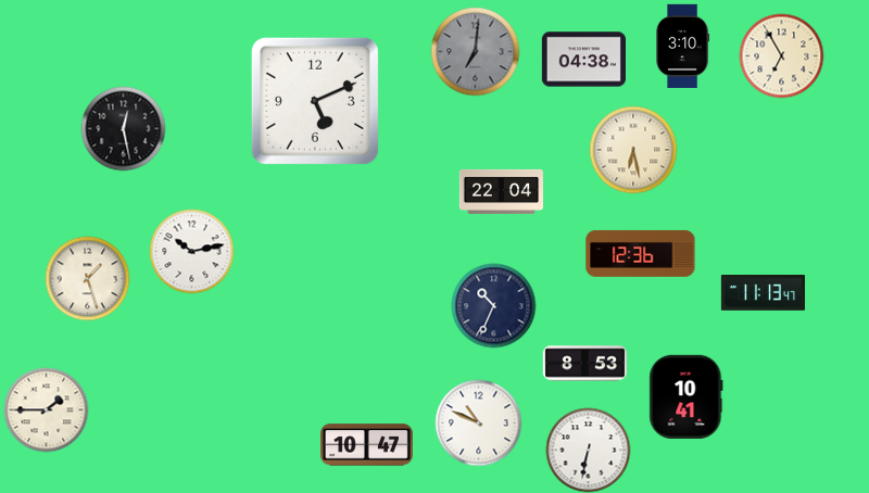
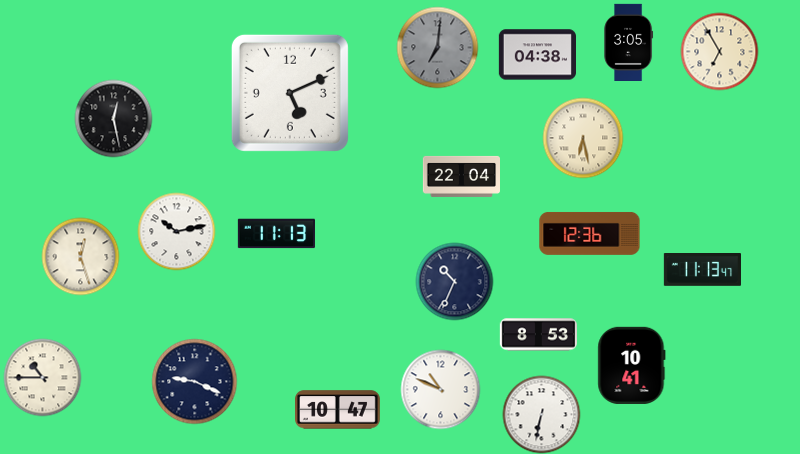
clock at (683, 46): 3:10 -> 3:05
clock at (276, 234): none -> 11:13
clock at (87, 278): 1:27 -> 12:27
clock at (46, 409): 1:45 -> 10:45
clock at (194, 381): none -> 9:19
